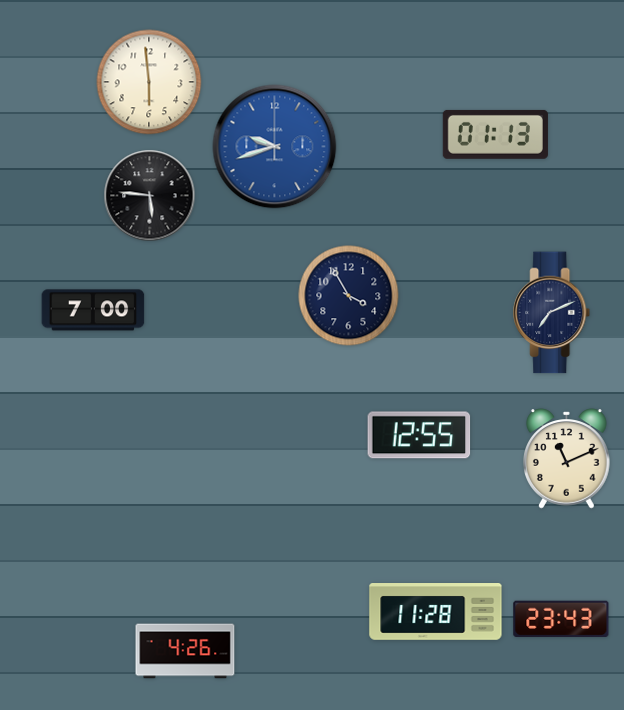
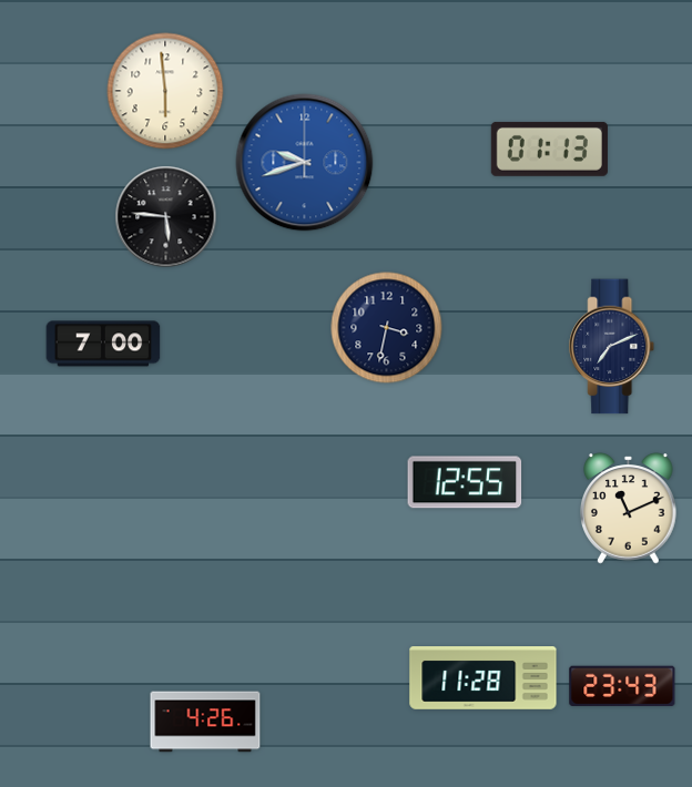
clock at (349, 296): 3:55 -> 3:32
